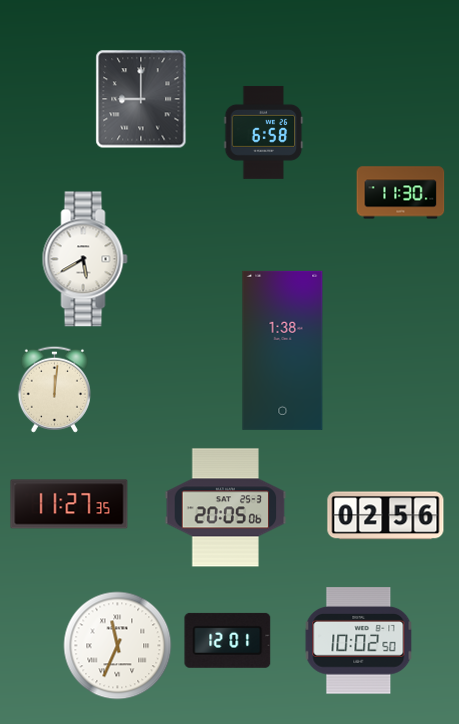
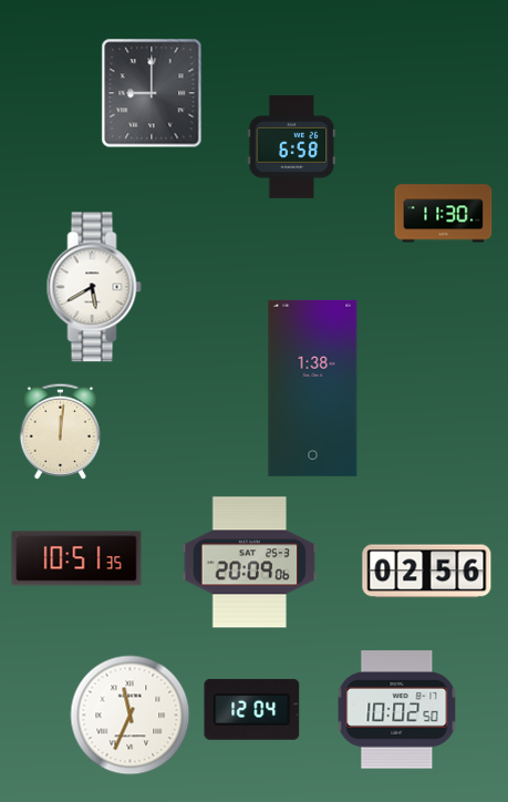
clock at (141, 99) position: (141, 99) -> (152, 93)
clock at (69, 504): 11:27 -> 10:51
clock at (226, 508): 20:05 -> 20:09
clock at (228, 640): 12:01 -> 12:04
